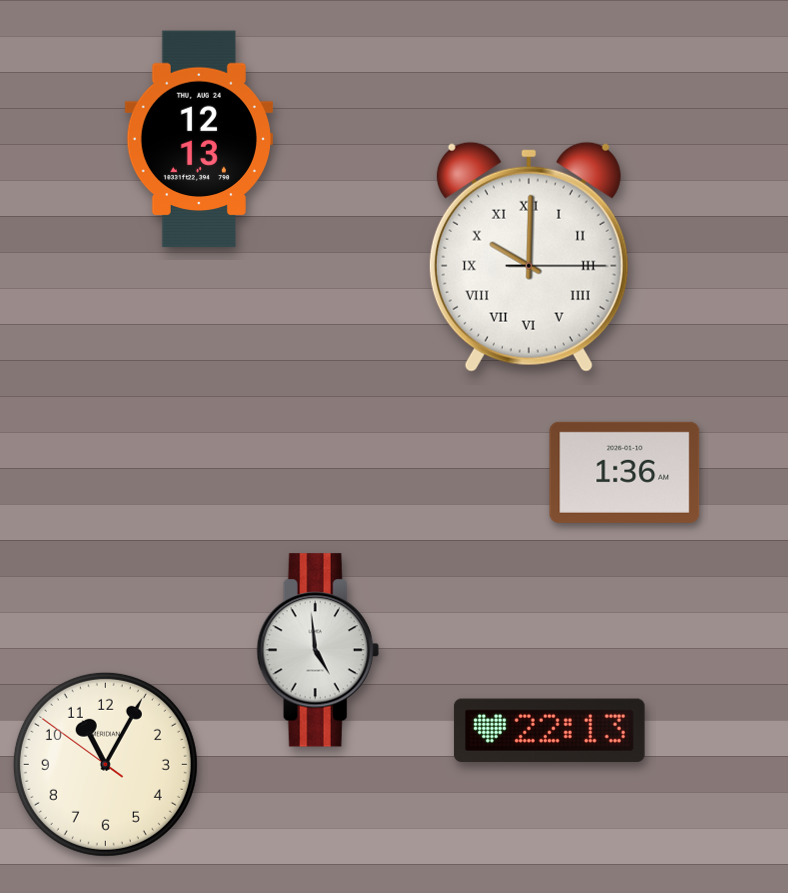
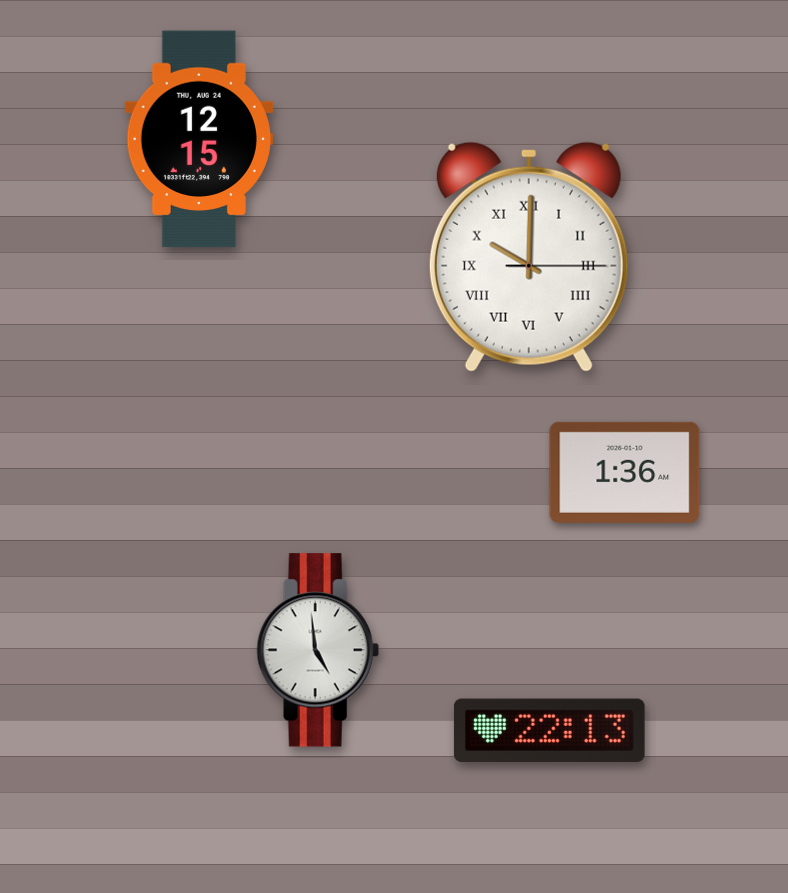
clock at (199, 139): 12:13 -> 12:15
clock at (105, 764): 11:04 -> none
